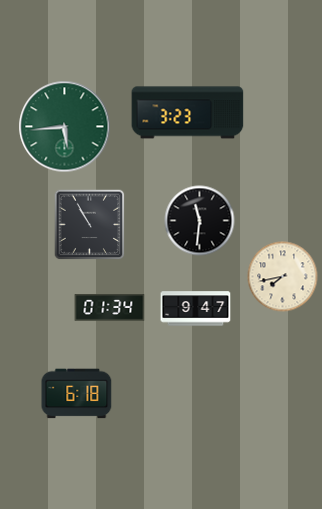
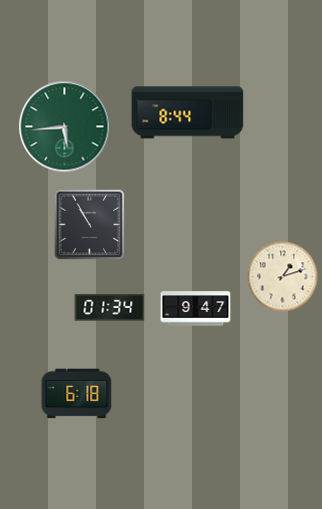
clock at (188, 113): 3:23 -> 8:44
clock at (200, 221): 11:31 -> none
clock at (283, 277): 7:43 -> 1:12
